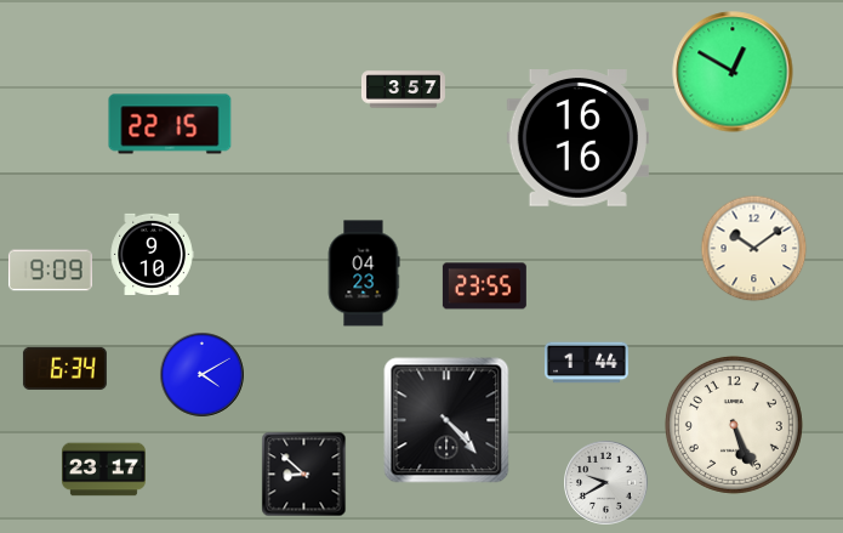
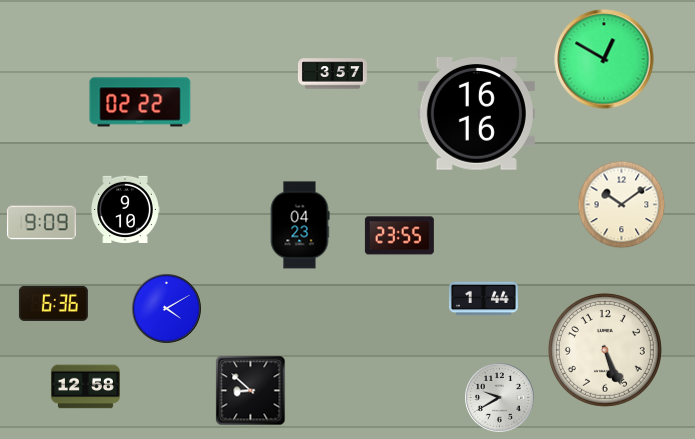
clock at (170, 124): 22:15 -> 02:22
clock at (64, 368): 6:34 -> 6:36
clock at (446, 420): 4:23 -> none
clock at (103, 470): 23:17 -> 12:58
